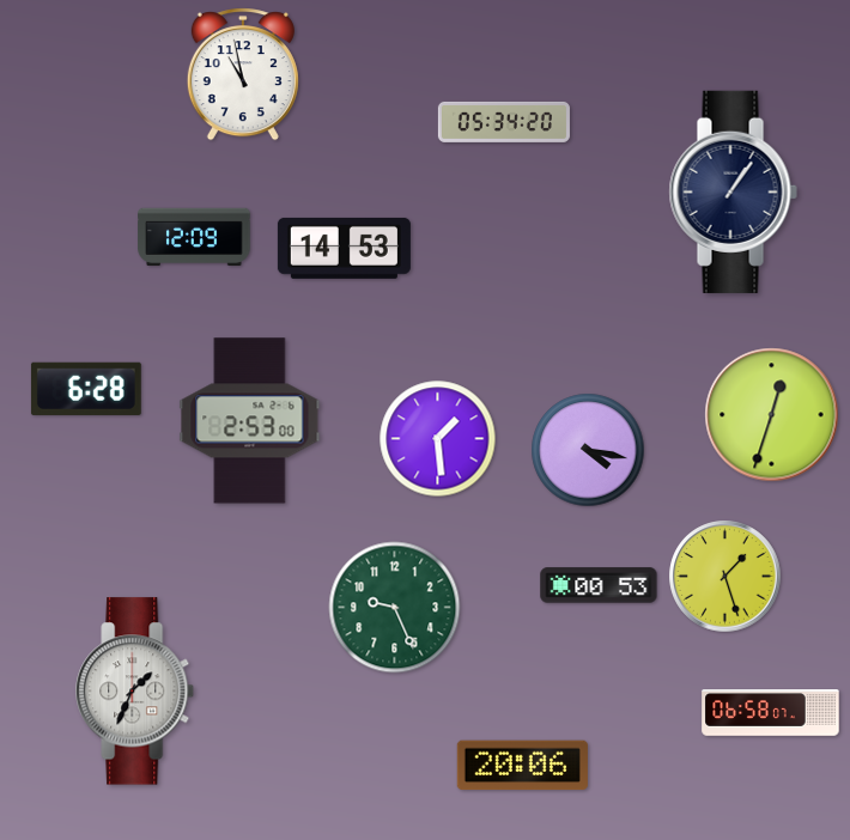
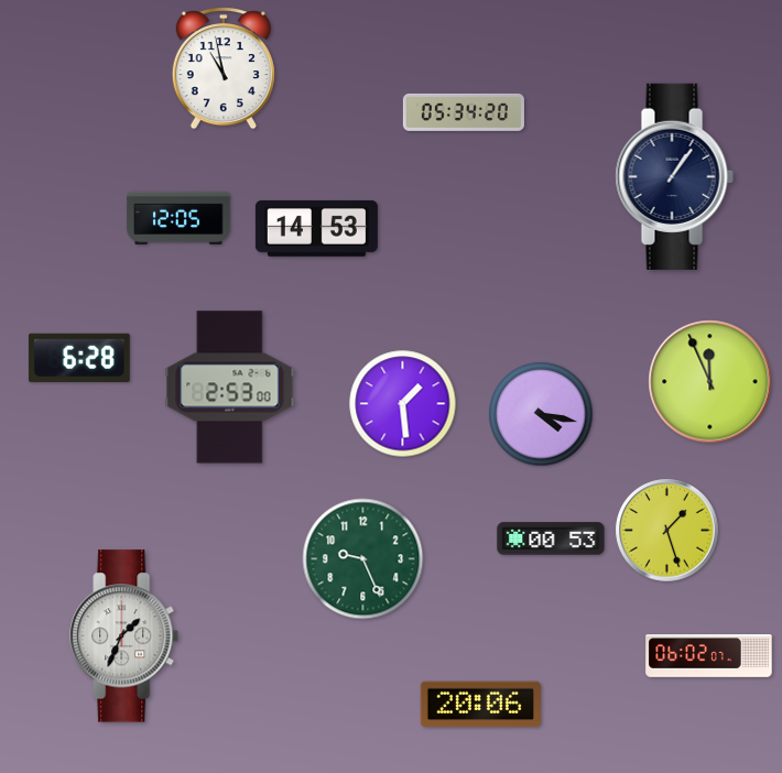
clock at (194, 236): 12:09 -> 12:05
clock at (772, 415): 12:33 -> 11:56
clock at (771, 713): 06:58 -> 06:02
